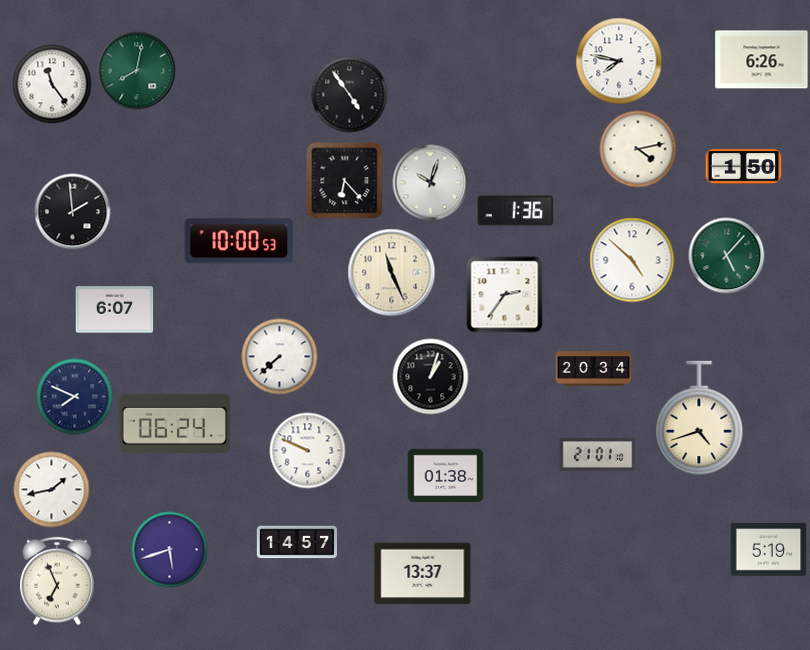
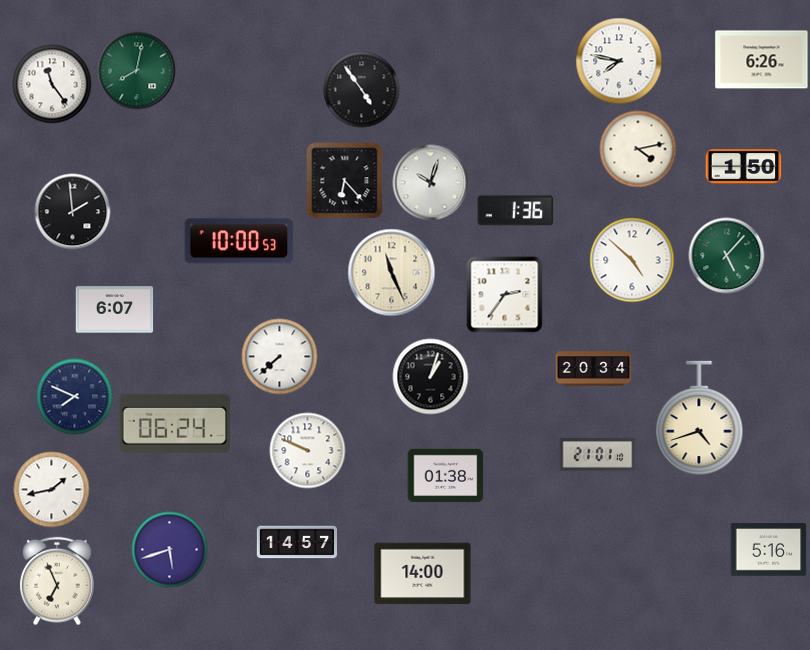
clock at (350, 95) position: (350, 95) -> (362, 90)
clock at (769, 550): 5:19 -> 5:16
clock at (423, 574): 13:37 -> 14:00
